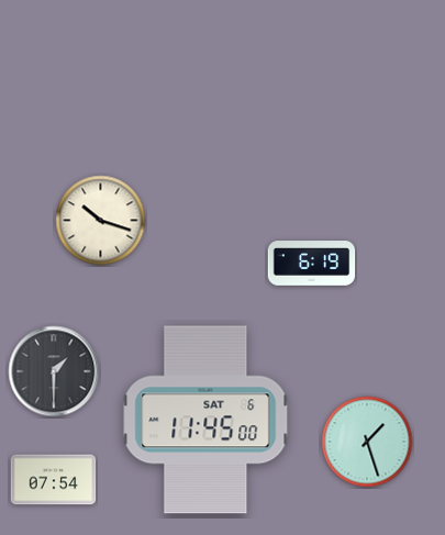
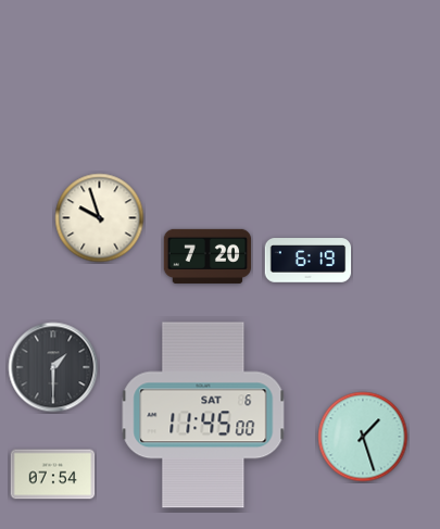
clock at (101, 221): 10:18 -> 9:57
clock at (208, 256): none -> 7:20
